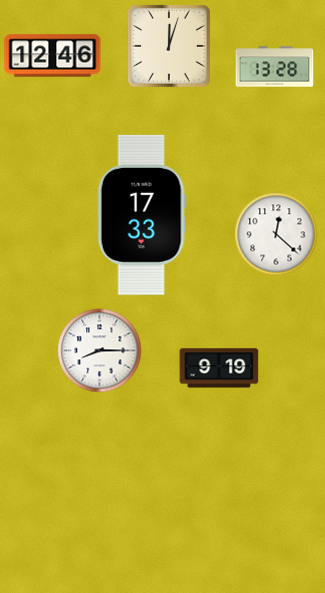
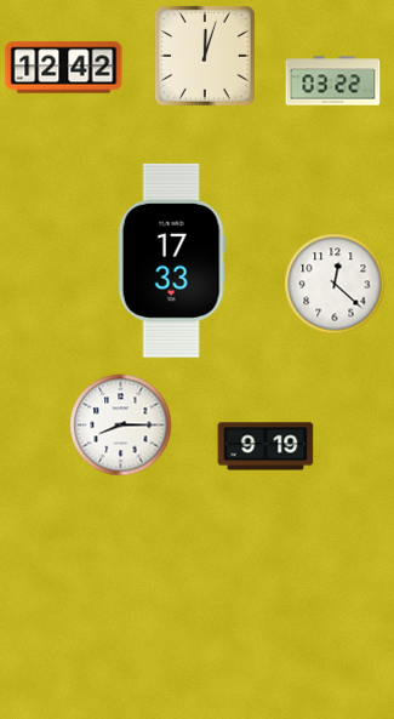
clock at (53, 56): 12:46 -> 12:42
clock at (275, 67): 13:28 -> 03:22
